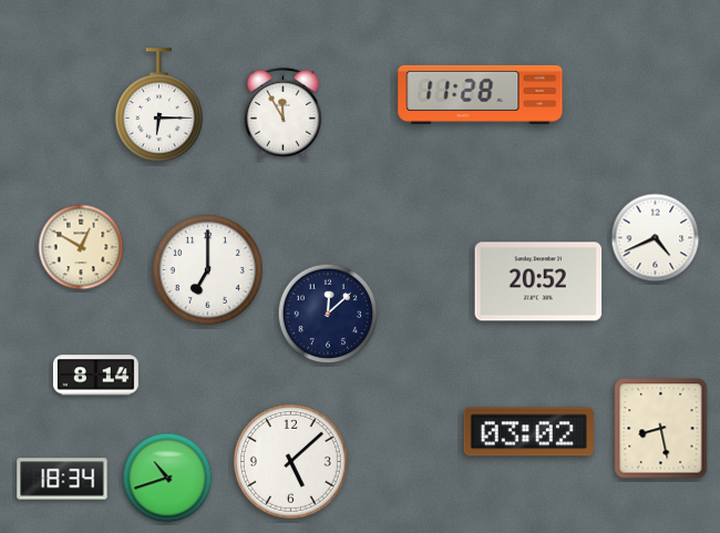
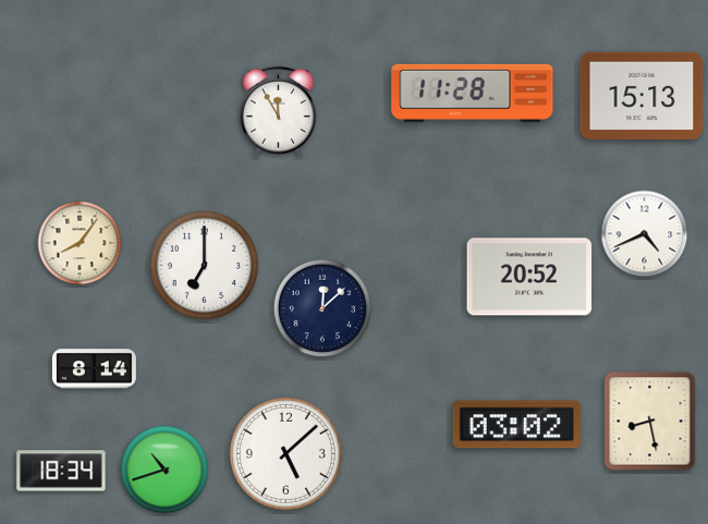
clock at (642, 95): none -> 15:13
clock at (158, 105): 6:15 -> none
clock at (81, 247): 12:50 -> 8:06
clock at (528, 432) position: (528, 432) -> (516, 425)
